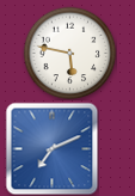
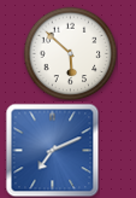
clock at (69, 53): 5:47 -> 5:52
